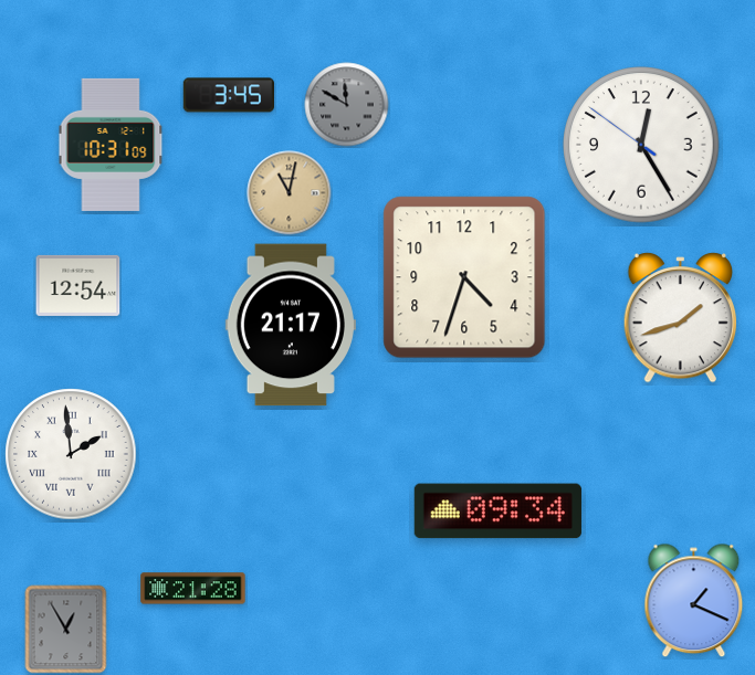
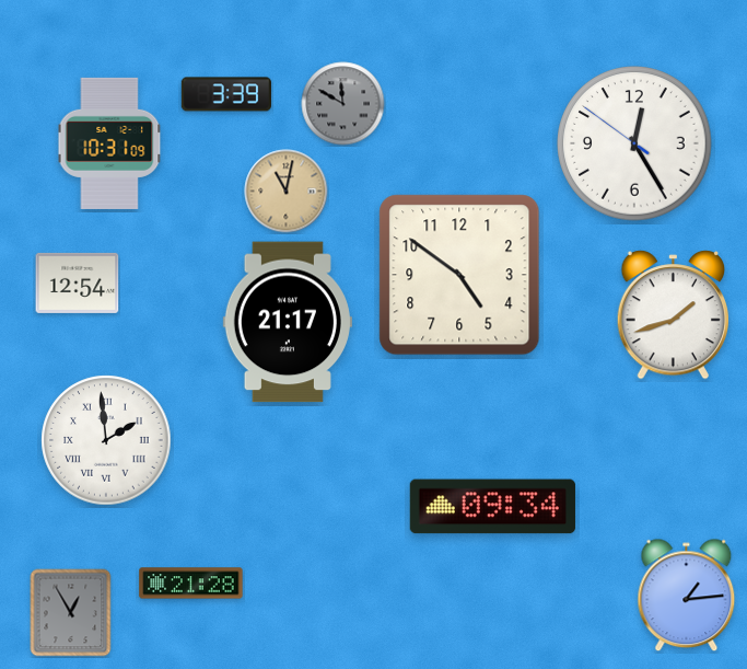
clock at (228, 95): 3:45 -> 3:39
clock at (464, 277): 4:33 -> 4:51
clock at (71, 454) position: (71, 454) -> (106, 440)
clock at (694, 601): 1:19 -> 1:14
clock at (66, 630) position: (66, 630) -> (71, 613)
